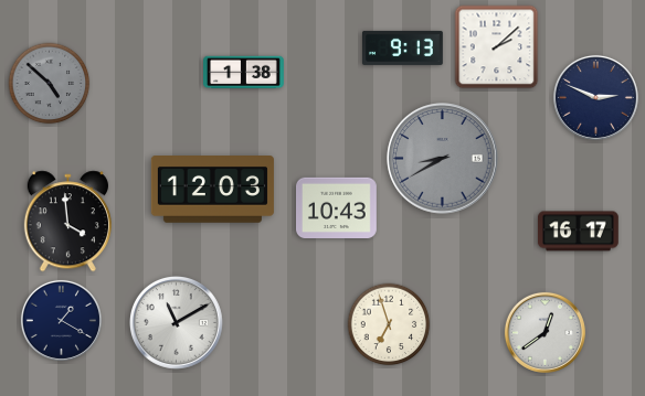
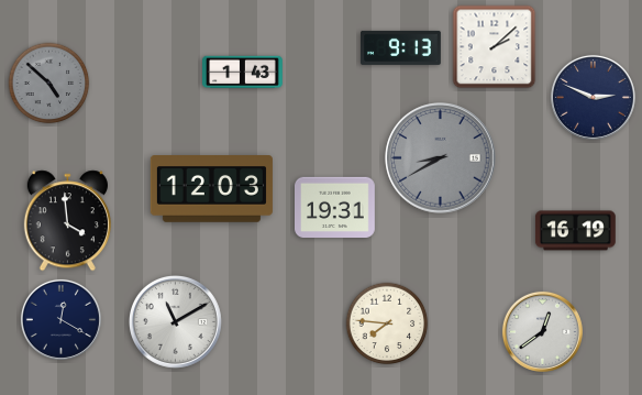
clock at (244, 73): 1:38 -> 1:43
clock at (337, 208): 10:43 -> 19:31
clock at (578, 232): 16:17 -> 16:19
clock at (61, 320): 1:20 -> 12:20
clock at (389, 324): 6:57 -> 7:46
